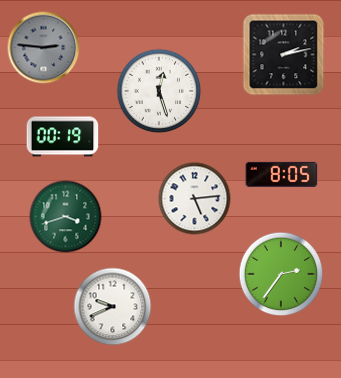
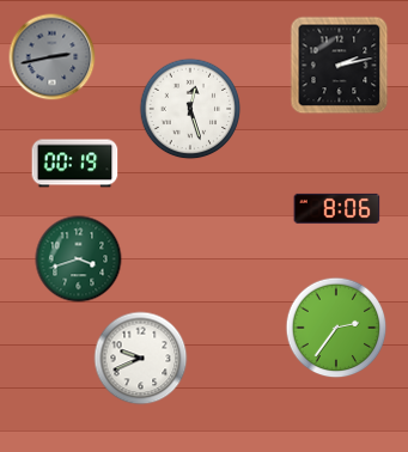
clock at (44, 48): 2:46 -> 2:43
clock at (282, 174): 8:05 -> 8:06
clock at (195, 199): 5:14 -> none
clock at (113, 307) position: (113, 307) -> (141, 359)
